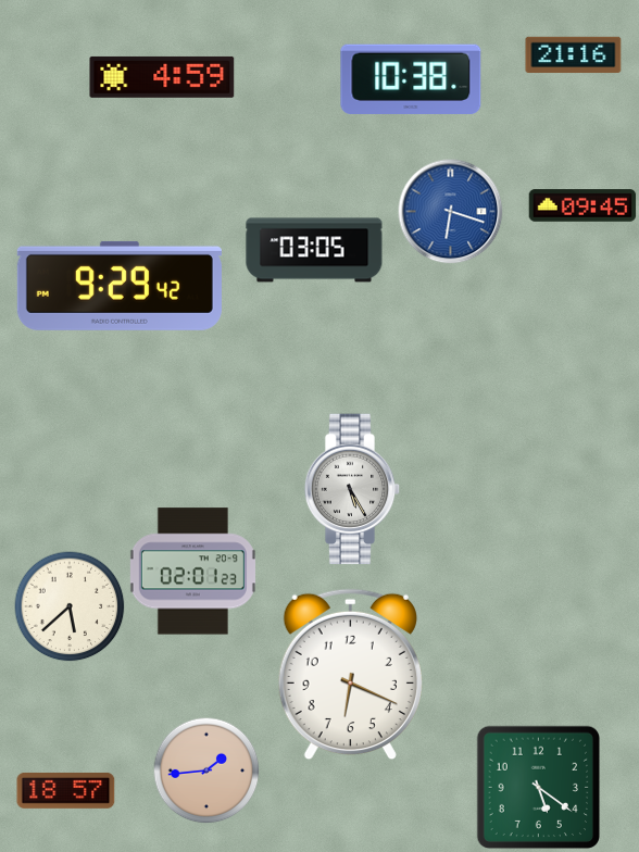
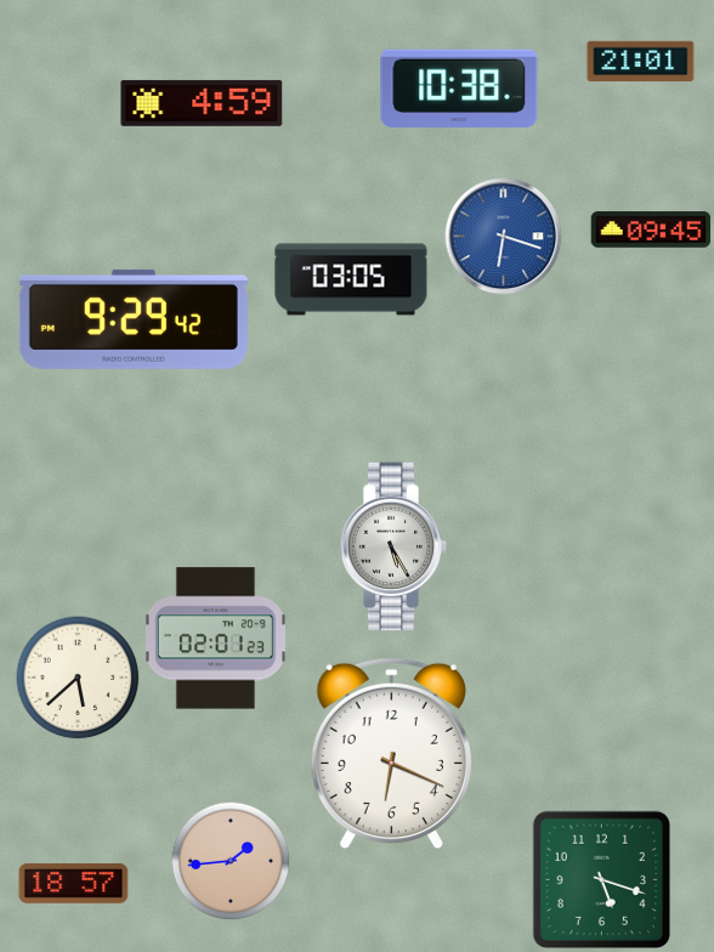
clock at (574, 55): 21:16 -> 21:01
clock at (162, 77) position: (162, 77) -> (202, 103)
clock at (539, 788): 5:21 -> 5:18
